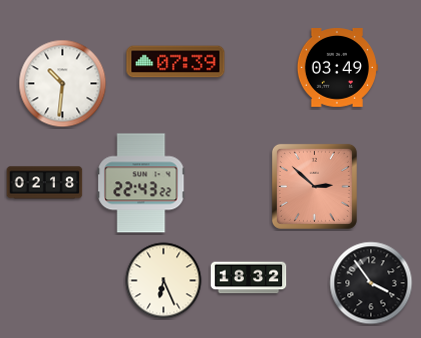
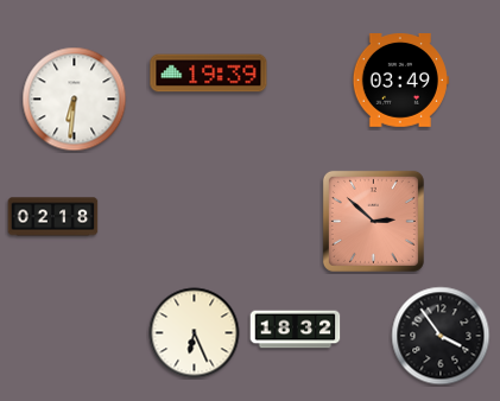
clock at (176, 62): 07:39 -> 19:39
clock at (63, 84): 10:31 -> 6:31
clock at (141, 183): 22:43 -> none
